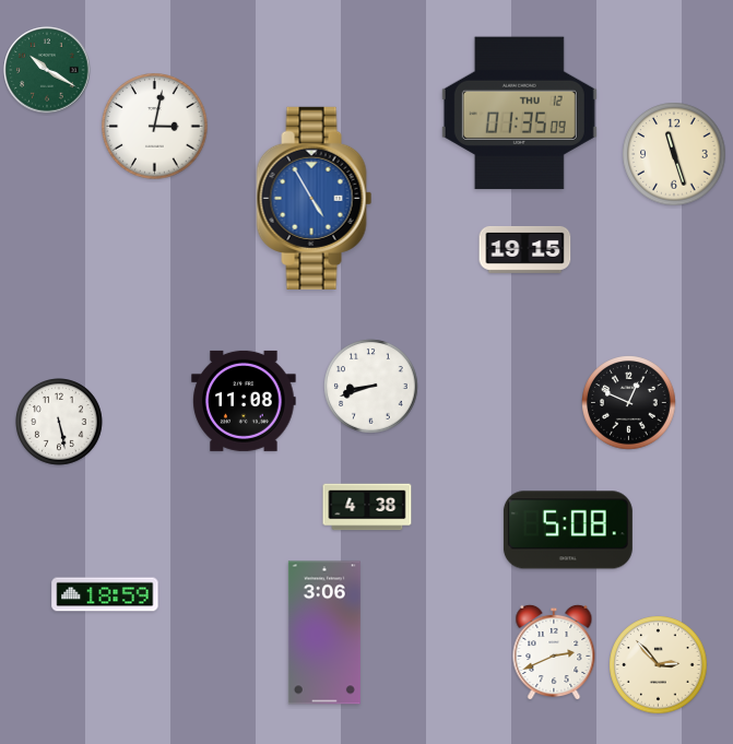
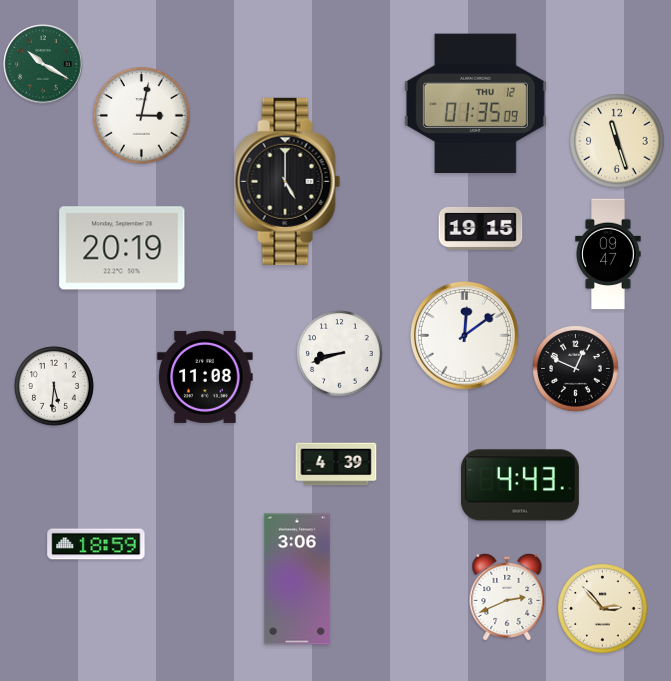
clock at (315, 198): 4:55 -> 5:00
clock at (315, 198) dial: blue -> black
clock at (122, 248): none -> 20:19
clock at (608, 254): none -> 09:47
clock at (464, 335): none -> 12:09
clock at (244, 401) position: (244, 401) -> (205, 377)
clock at (60, 423): 5:28 -> 5:31
clock at (367, 507): 4:38 -> 4:39
clock at (568, 530): 5:08 -> 4:43
